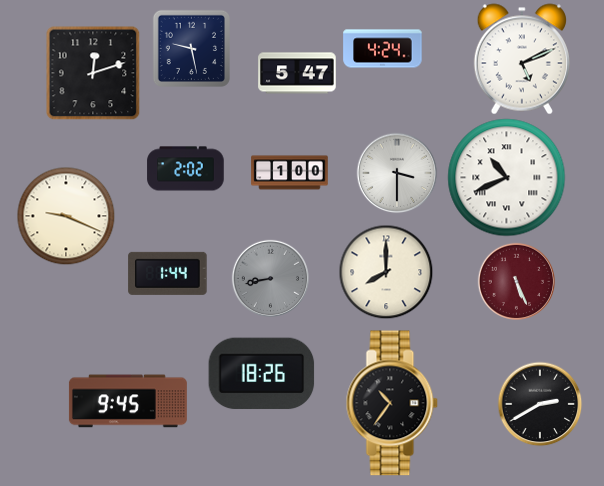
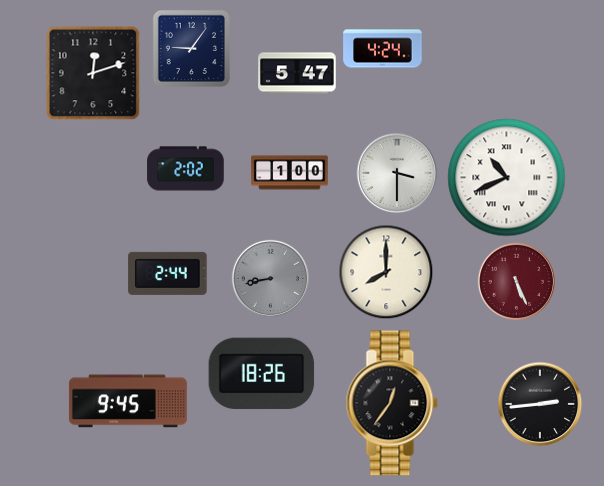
clock at (191, 48): 9:28 -> 9:06
clock at (522, 59): 5:11 -> none
clock at (66, 216): 9:19 -> none
clock at (168, 273): 1:44 -> 2:44
clock at (392, 403): 10:36 -> 12:36
clock at (540, 404): 2:40 -> 2:44
